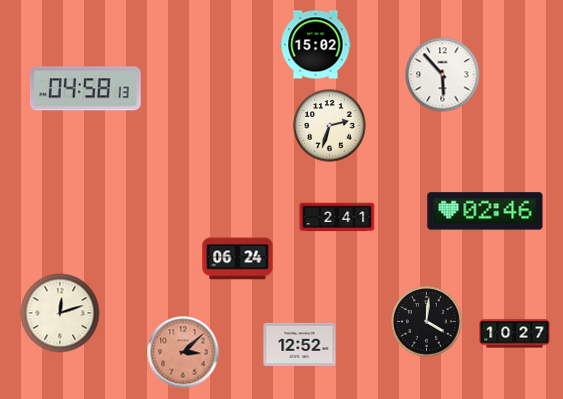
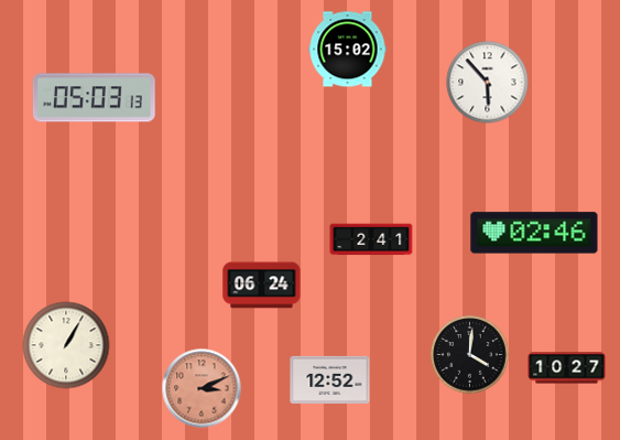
clock at (85, 89): 04:58 -> 05:03
clock at (330, 126): 2:33 -> none
clock at (60, 313): 12:12 -> 1:05
clock at (183, 352): 3:08 -> 3:11
